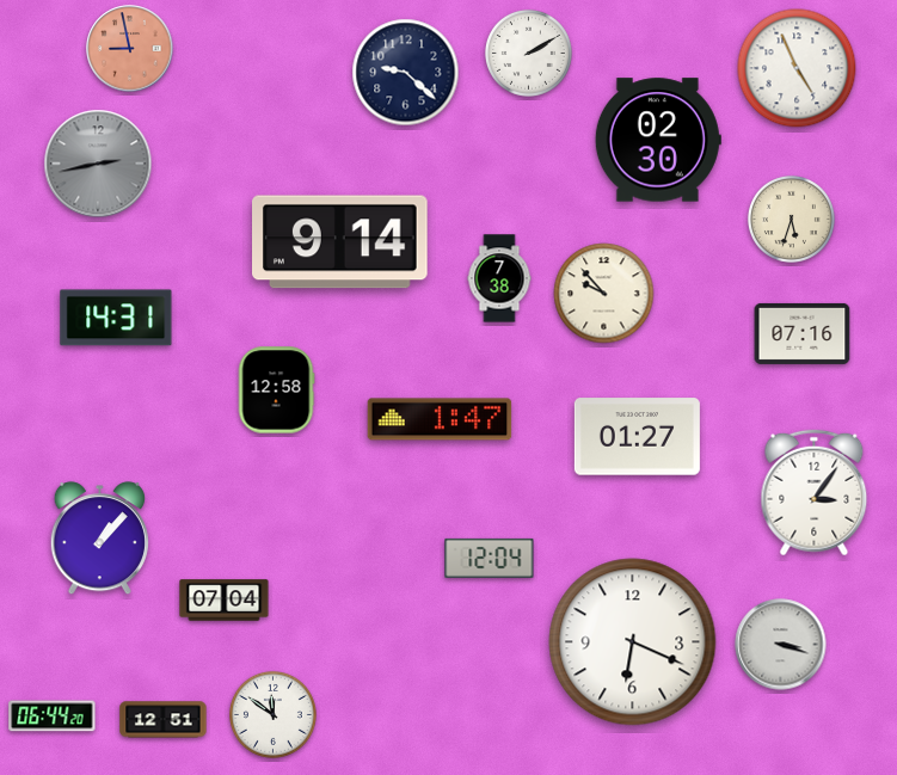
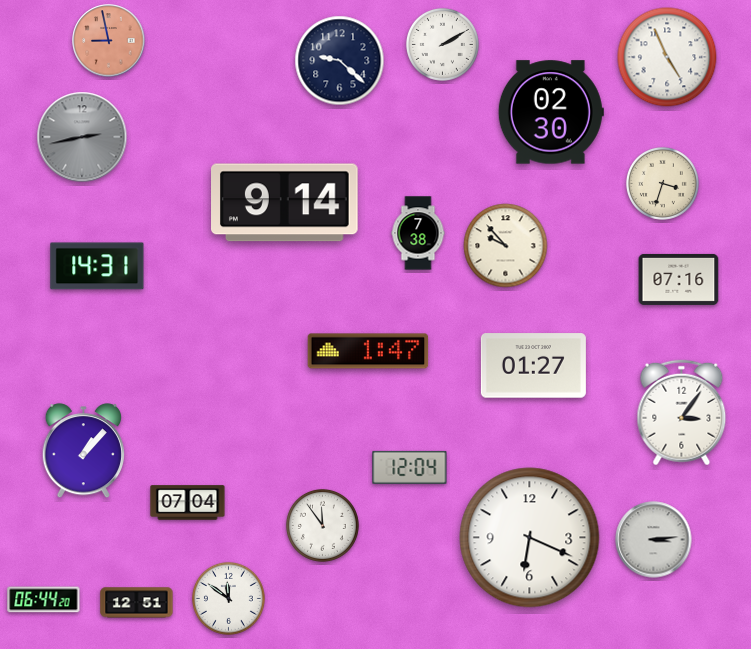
clock at (658, 140) position: (658, 140) -> (551, 112)
clock at (791, 219): 5:33 -> 3:33
clock at (803, 333) position: (803, 333) -> (679, 279)
clock at (276, 390): 12:58 -> none
clock at (322, 525): none -> 11:54
clock at (781, 645): 3:18 -> 3:14
